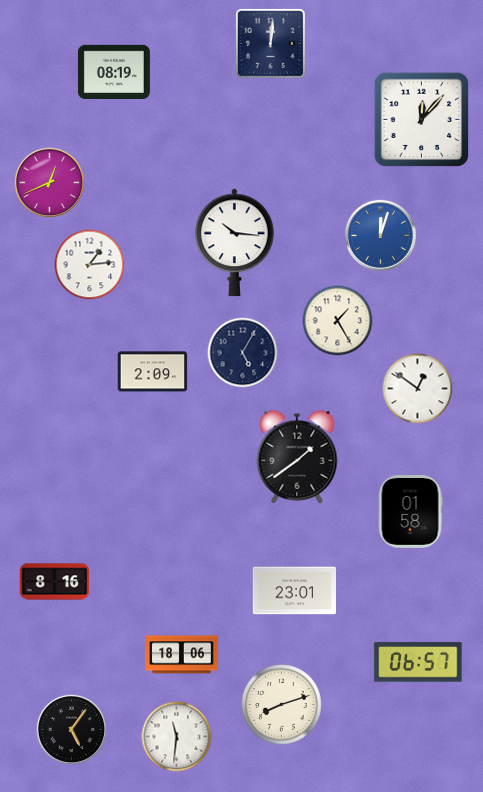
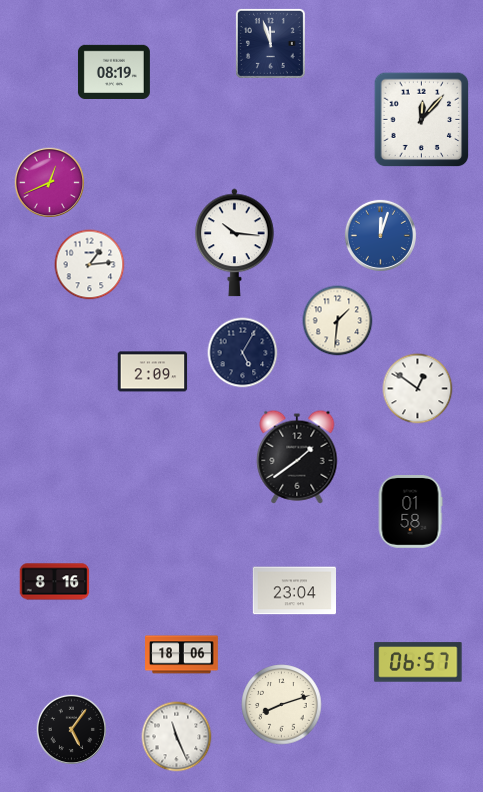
clock at (270, 43): 12:01 -> 11:57
clock at (338, 321): 1:25 -> 1:31
clock at (294, 591): 23:01 -> 23:04
clock at (177, 737): 11:31 -> 11:26
